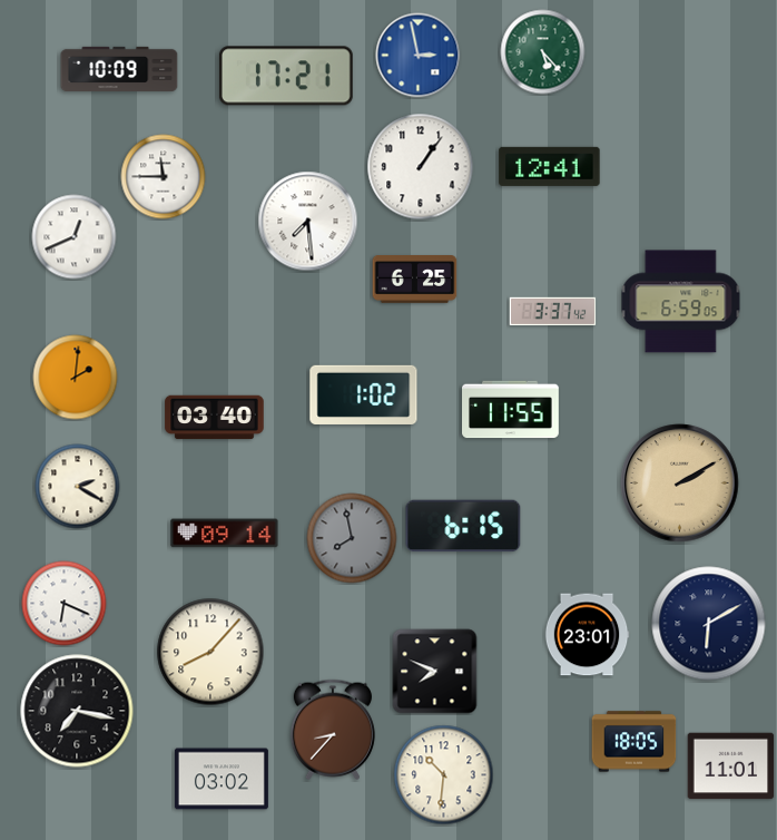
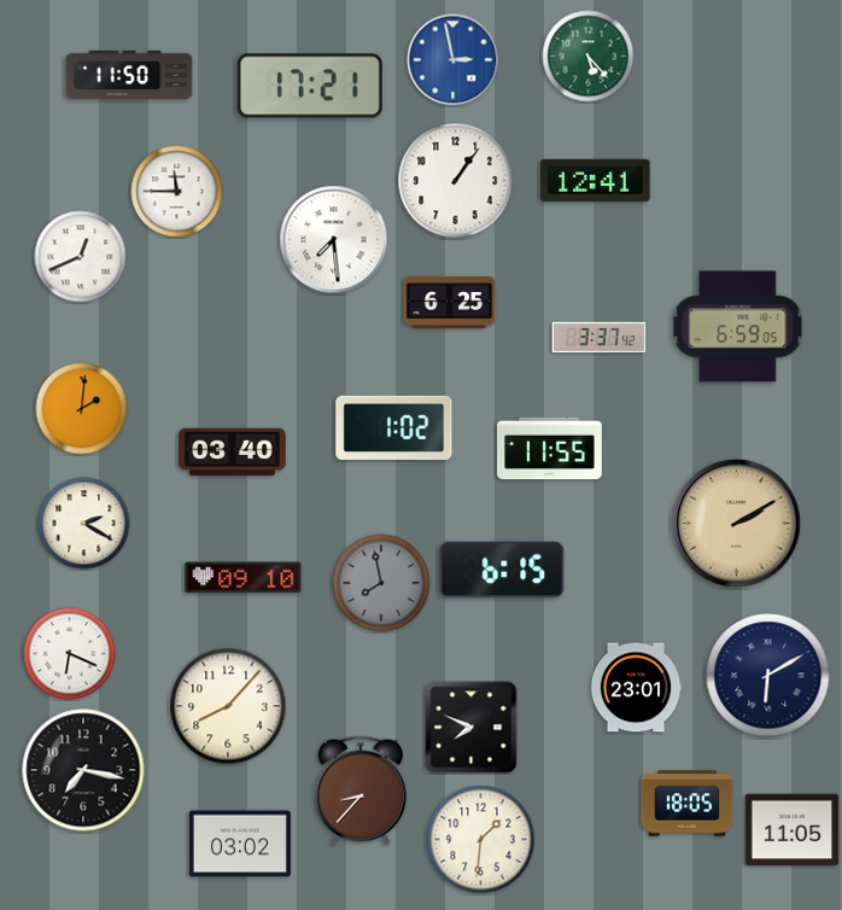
clock at (119, 69): 10:09 -> 11:50
clock at (286, 76) position: (286, 76) -> (310, 86)
clock at (511, 410) position: (511, 410) -> (550, 449)
clock at (78, 487) position: (78, 487) -> (84, 524)
clock at (225, 534): 09:14 -> 09:10
clock at (731, 766): 11:01 -> 11:05
clock at (444, 775): 10:31 -> 1:31
